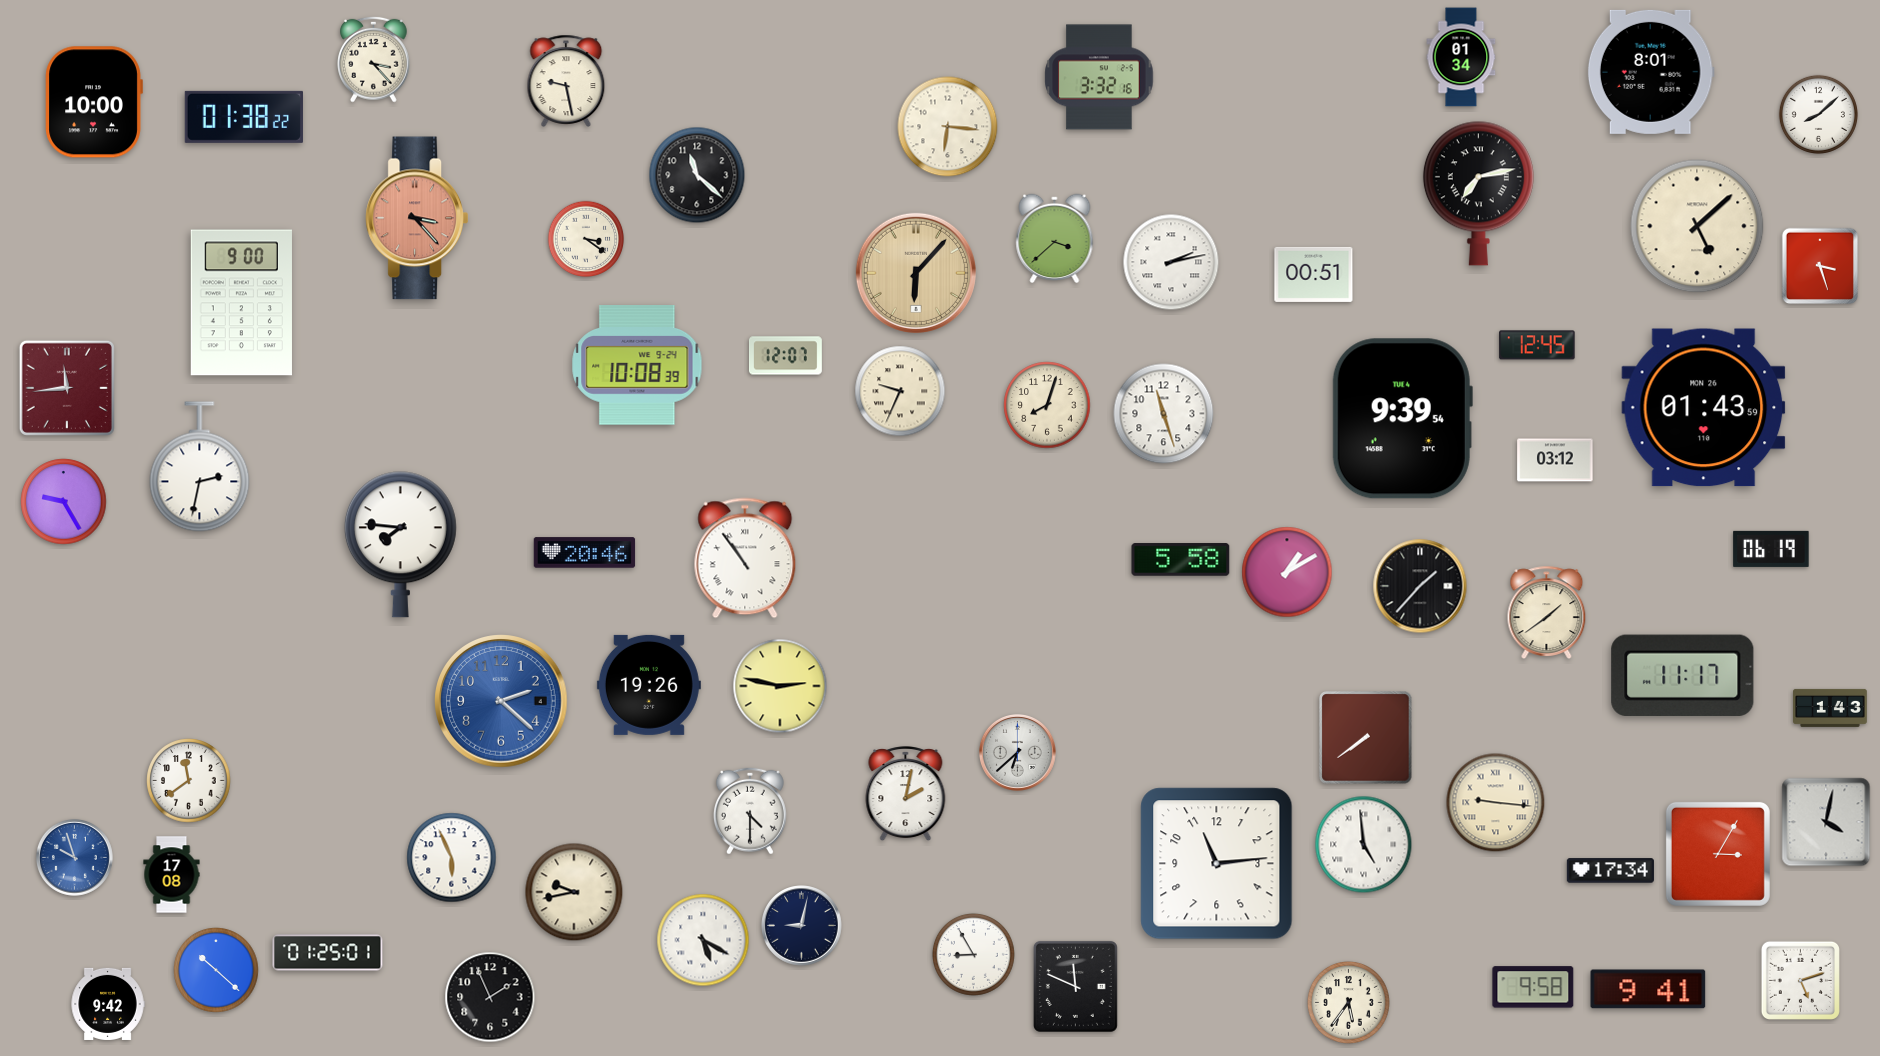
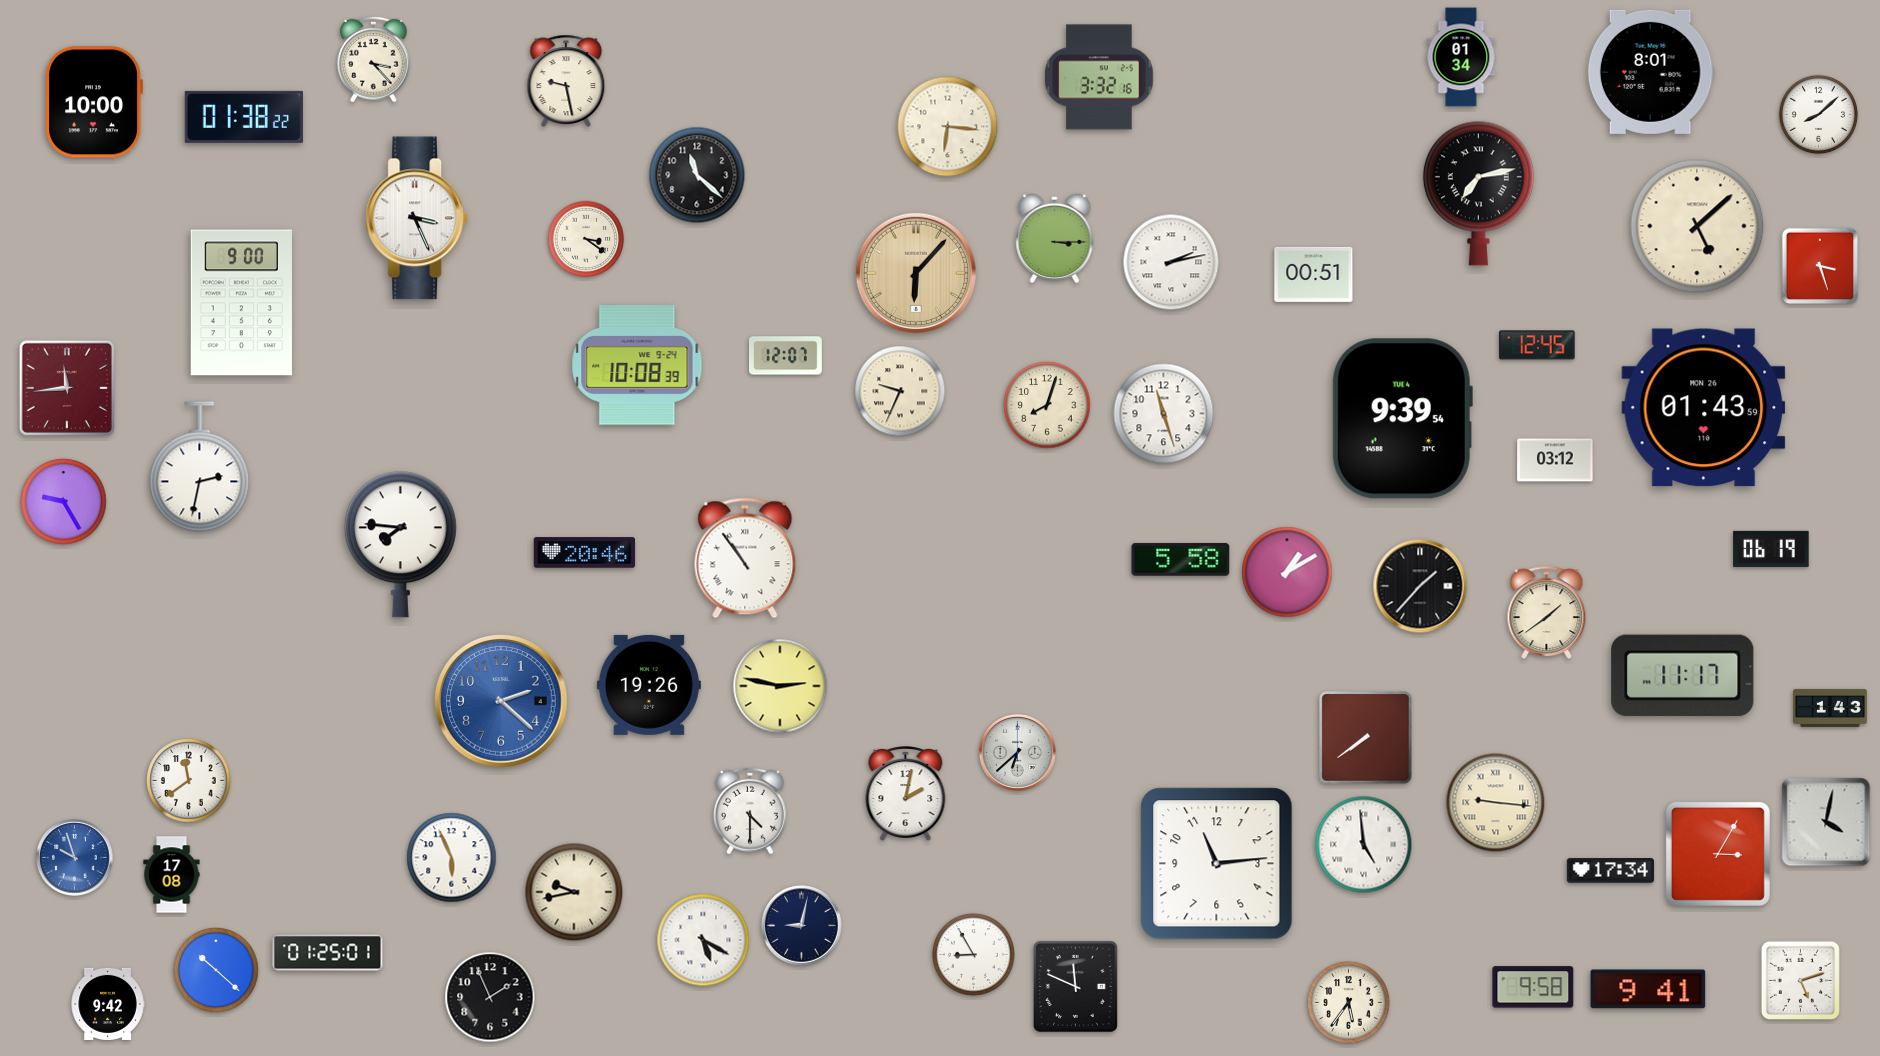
clock at (416, 218): 3:23 -> 3:26
clock at (416, 218) dial: salmon -> white
clock at (1055, 239): 3:38 -> 3:15
